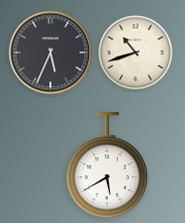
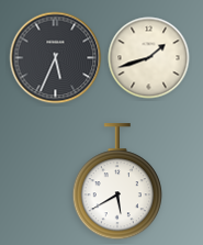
clock at (136, 53): 10:42 -> 1:42
